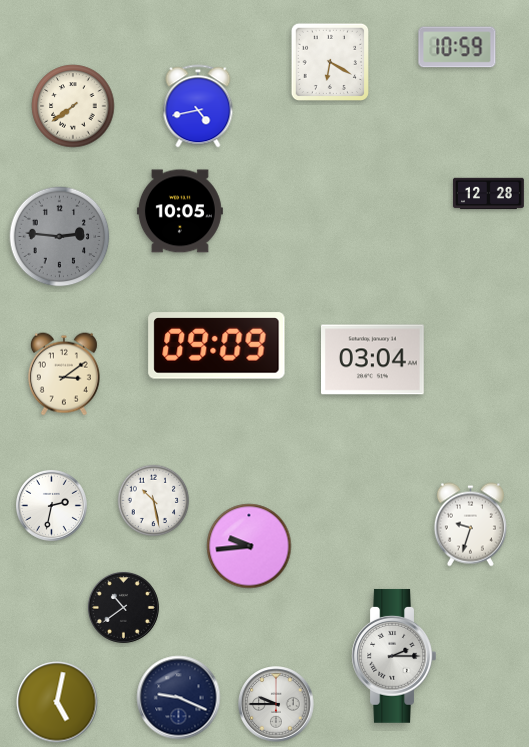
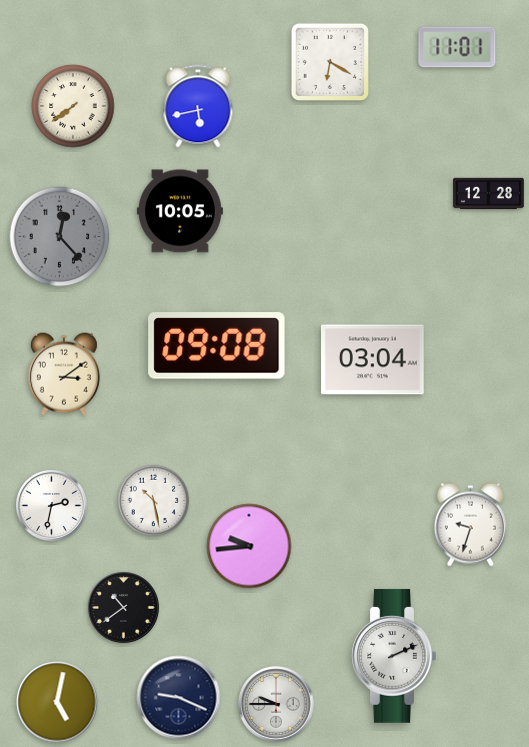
clock at (457, 47): 10:59 -> 11:01
clock at (198, 106): 4:43 -> 5:43
clock at (60, 237): 2:46 -> 12:23
clock at (217, 346): 09:09 -> 09:08
clock at (394, 656): 2:15 -> 2:11
